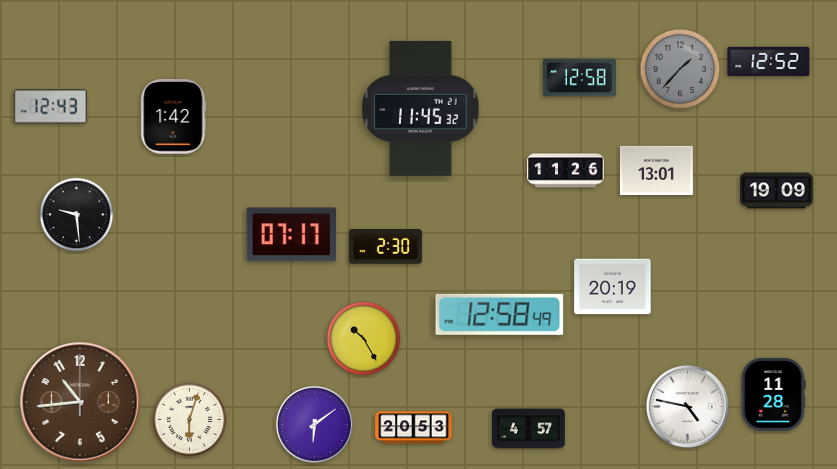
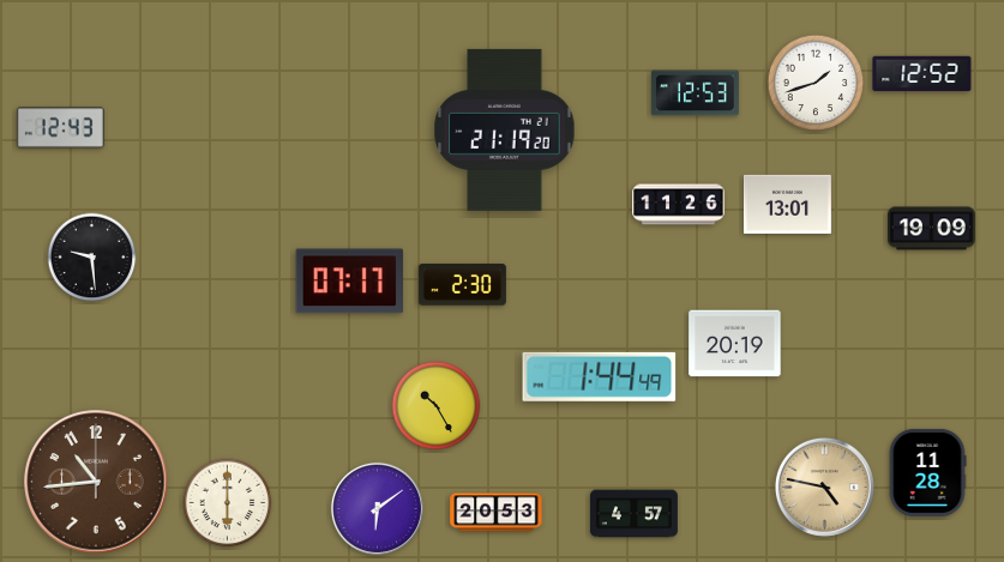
clock at (680, 69): 1:37 -> 1:42
clock at (680, 69) dial: grey -> white
clock at (579, 78): 12:58 -> 12:53
clock at (421, 108): 11:45 -> 21:19
clock at (174, 117): 1:42 -> none
clock at (385, 247) position: (385, 247) -> (462, 285)
clock at (500, 314): 12:58 -> 1:44
clock at (687, 406) dial: white -> champagne
clock at (190, 420): 6:03 -> 6:00
